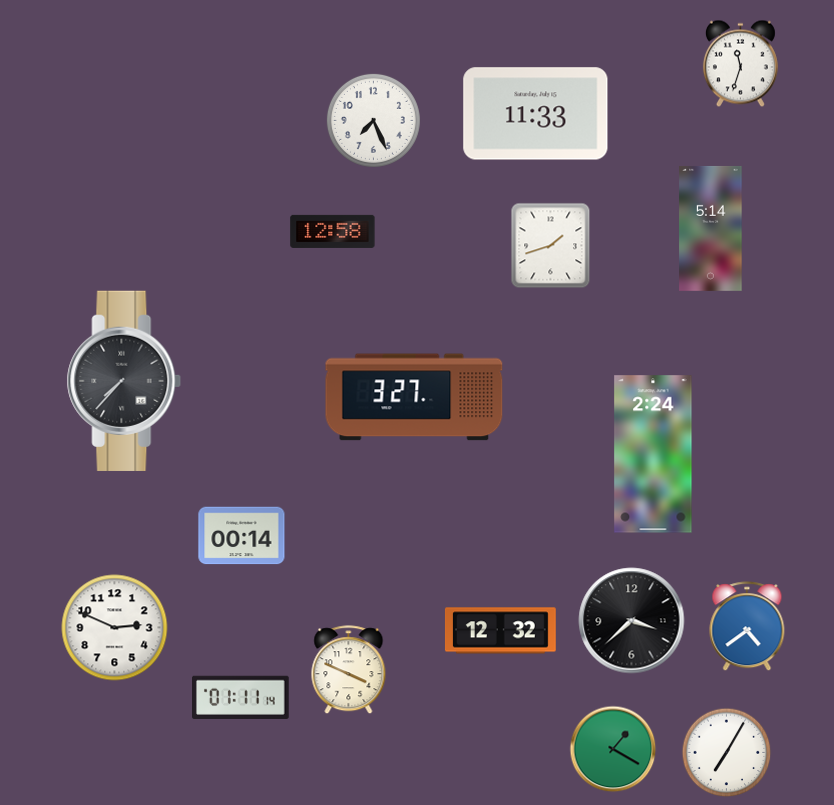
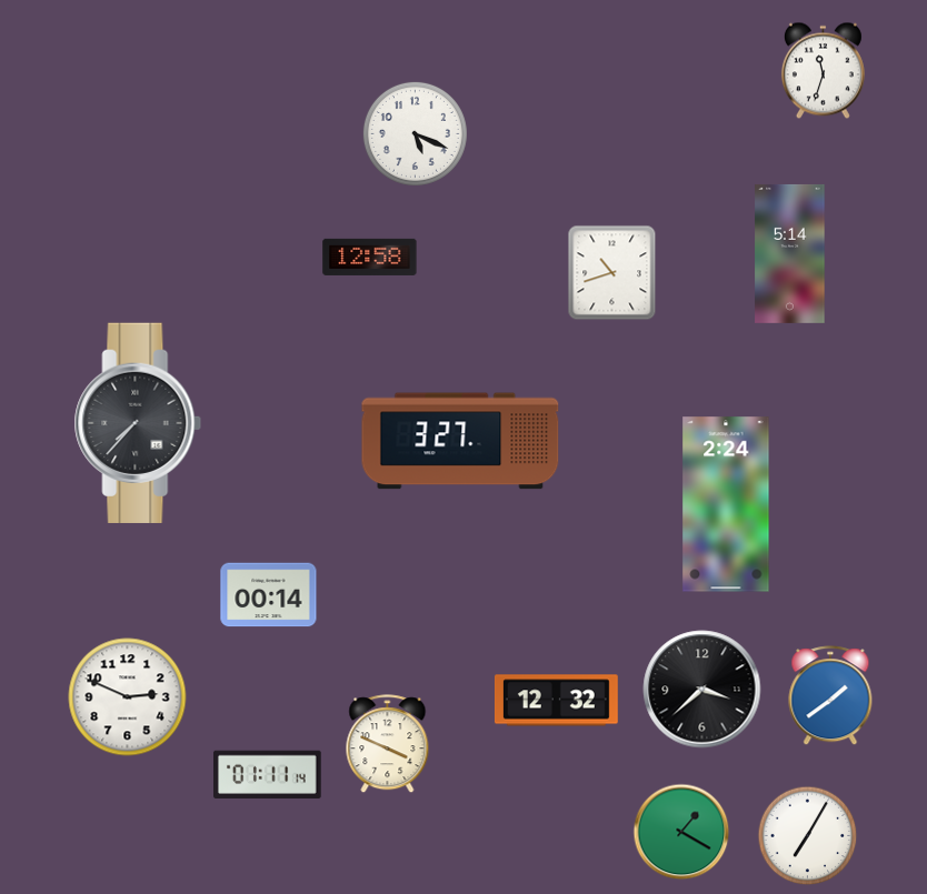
clock at (536, 114): 11:33 -> none
clock at (373, 120): 7:26 -> 5:19
clock at (551, 246): 1:42 -> 10:42
clock at (747, 627): 4:39 -> 1:39
